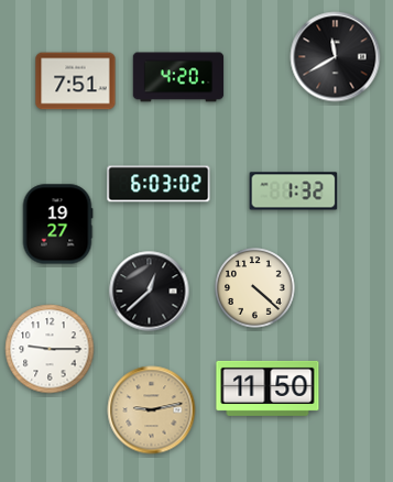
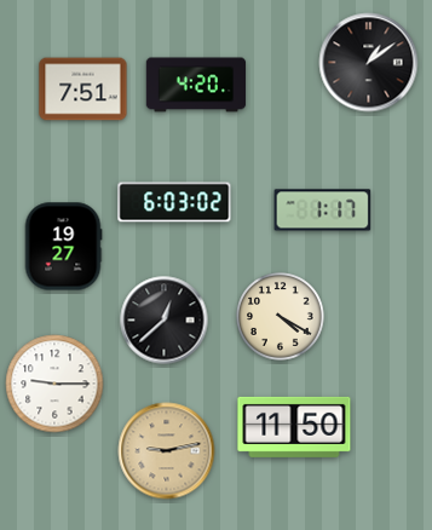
clock at (336, 57): 11:40 -> 1:09
clock at (294, 191): 1:32 -> 1:17
clock at (255, 288): 4:22 -> 4:20
